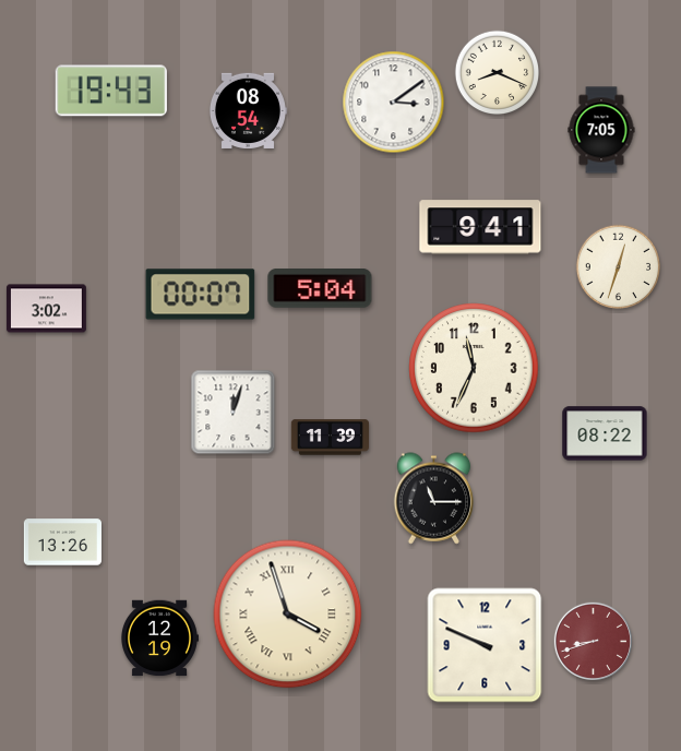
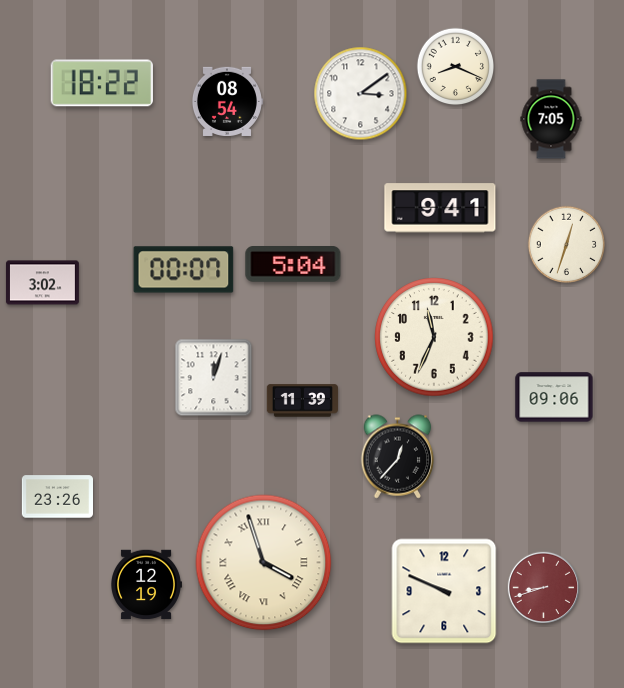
clock at (110, 91): 19:43 -> 18:22
clock at (605, 433): 08:22 -> 09:06
clock at (434, 499): 11:15 -> 12:37
clock at (62, 543): 13:26 -> 23:26
